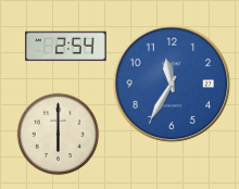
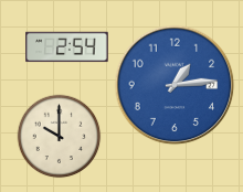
clock at (172, 84): 11:35 -> 1:14
clock at (59, 135): 6:00 -> 10:00
